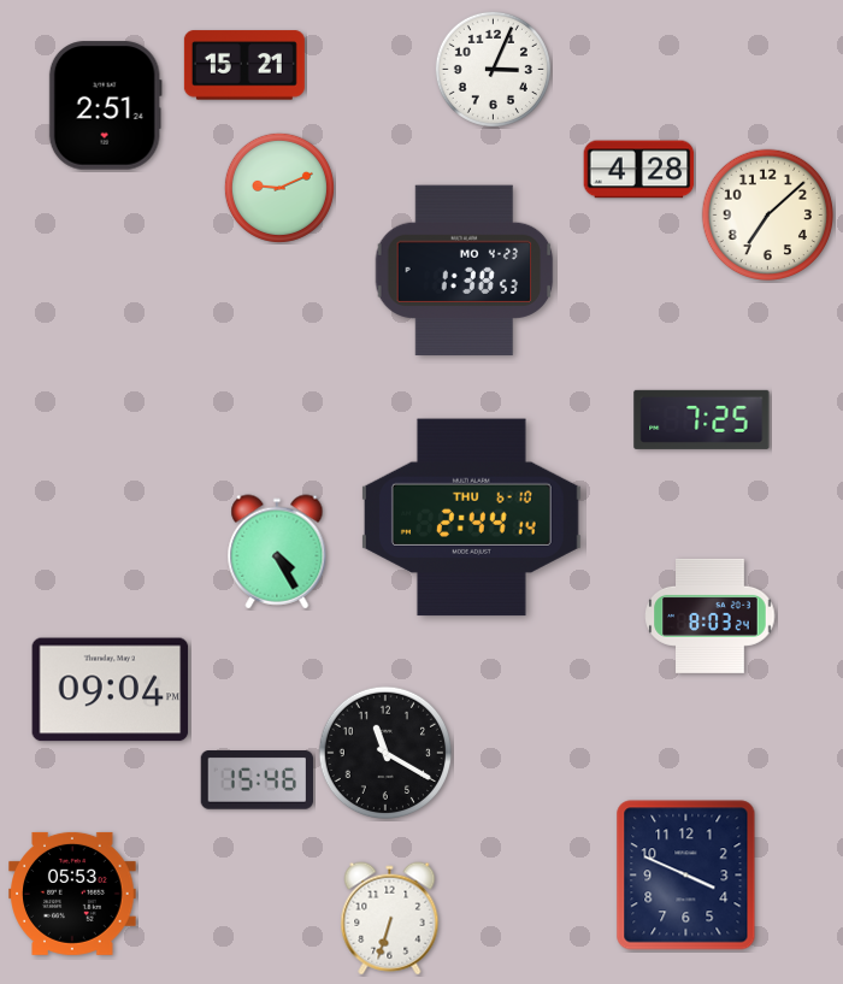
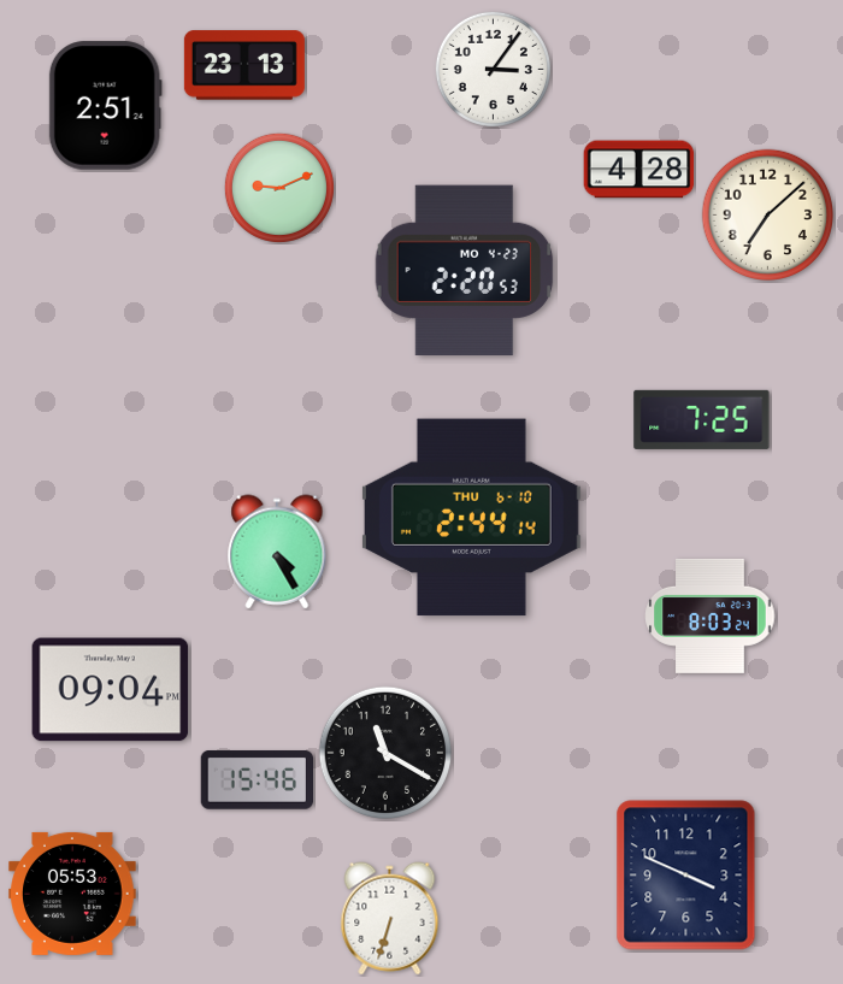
clock at (244, 65): 15:21 -> 23:13
clock at (493, 69): 3:04 -> 3:06
clock at (465, 271): 1:38 -> 2:20
